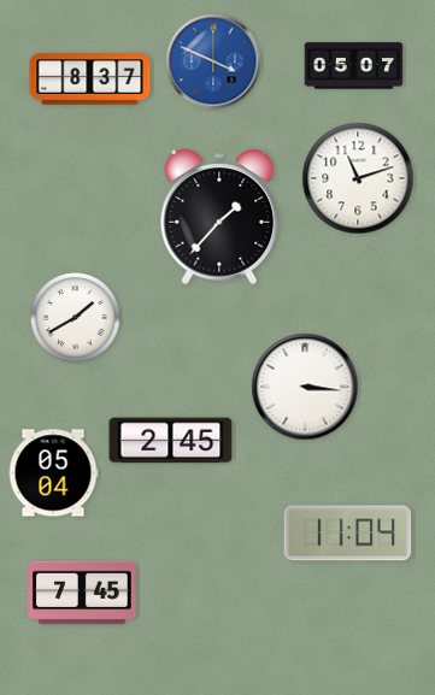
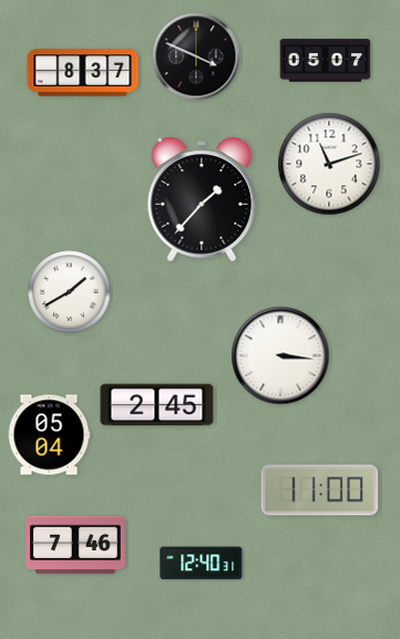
clock at (213, 61) dial: blue -> black
clock at (348, 534): 11:04 -> 11:00
clock at (82, 593): 7:45 -> 7:46
clock at (202, 564): none -> 12:40
